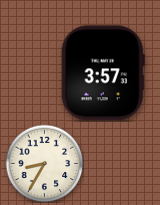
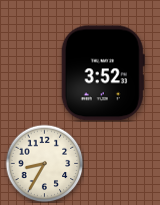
clock at (103, 73): 3:57 -> 3:52
